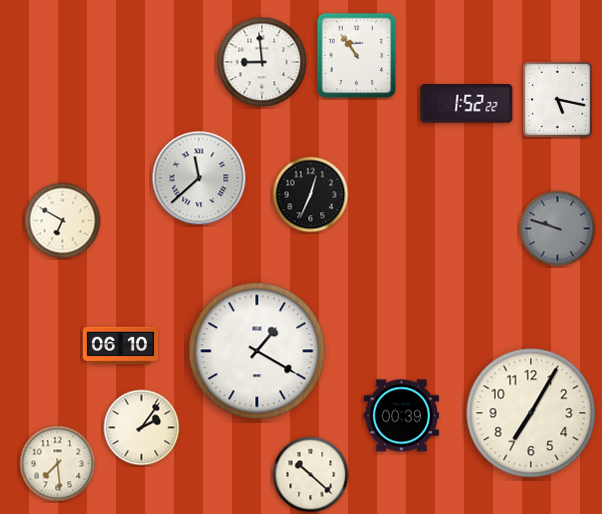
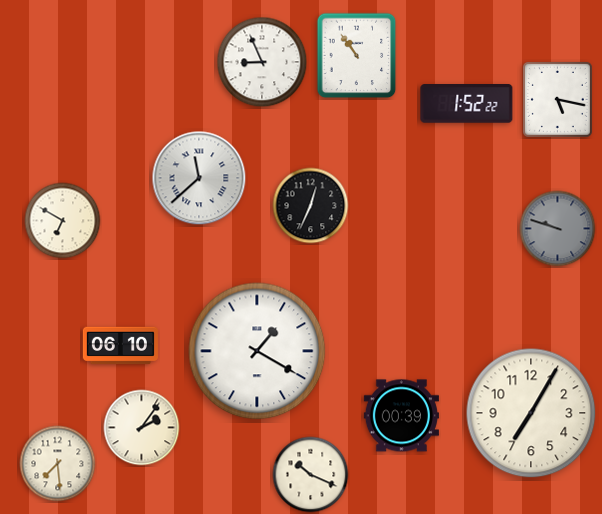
clock at (262, 62): 8:59 -> 8:56
clock at (311, 195) position: (311, 195) -> (311, 206)
clock at (311, 475): 10:22 -> 10:19
